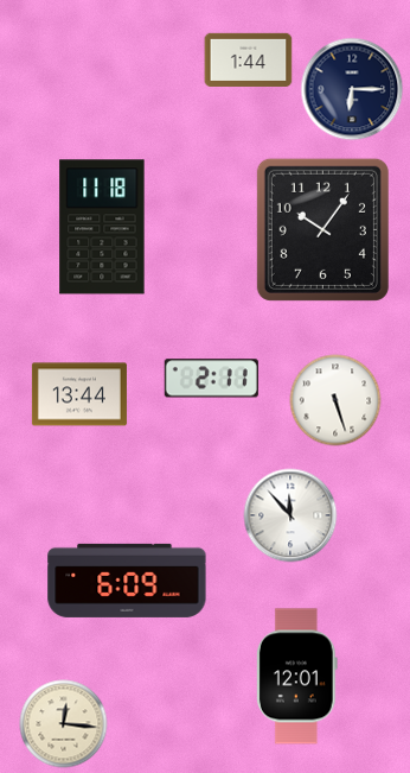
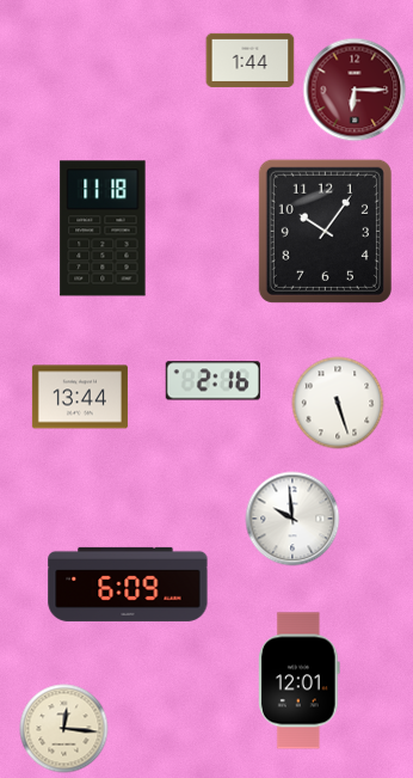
clock at (352, 89) dial: navy -> burgundy
clock at (211, 379): 2:11 -> 2:16
clock at (290, 515): 11:53 -> 9:59
